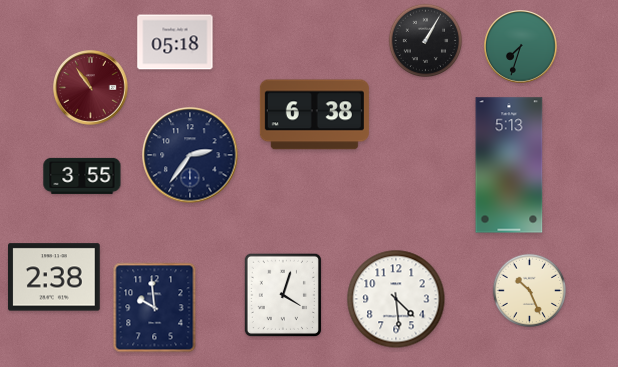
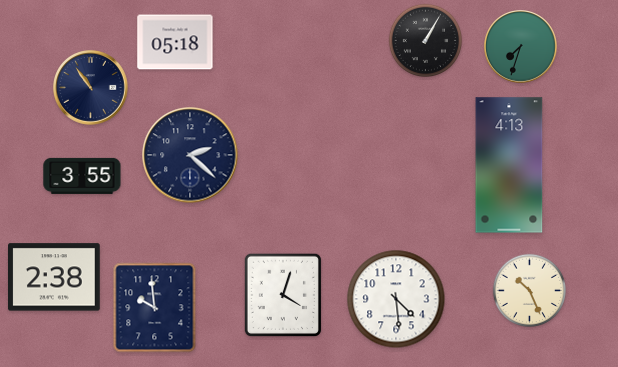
clock at (91, 88) dial: burgundy -> navy
clock at (314, 115): 6:38 -> none
clock at (190, 155): 2:36 -> 2:22
clock at (509, 165): 5:13 -> 4:13
